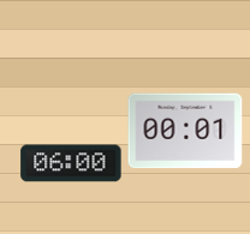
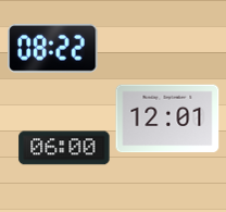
clock at (53, 48): none -> 08:22
clock at (185, 131): 00:01 -> 12:01
